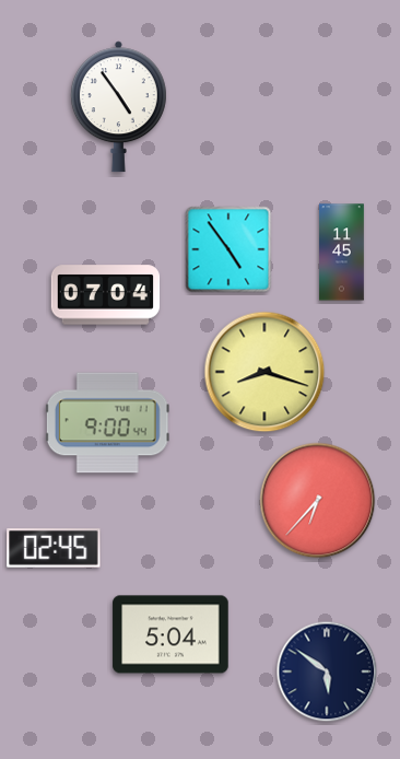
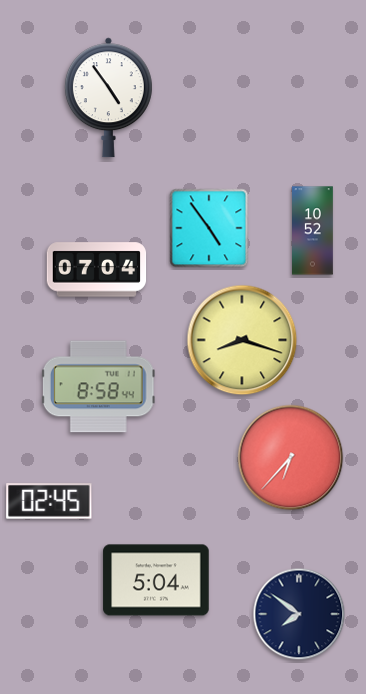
clock at (342, 253): 11:45 -> 10:52
clock at (107, 423): 9:00 -> 8:58
clock at (327, 672): 5:51 -> 7:51
